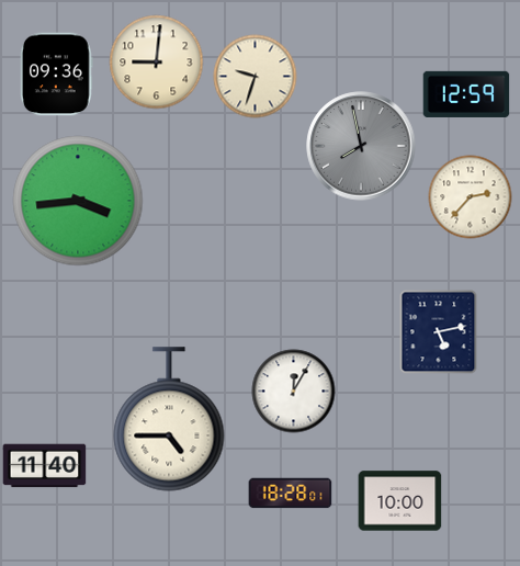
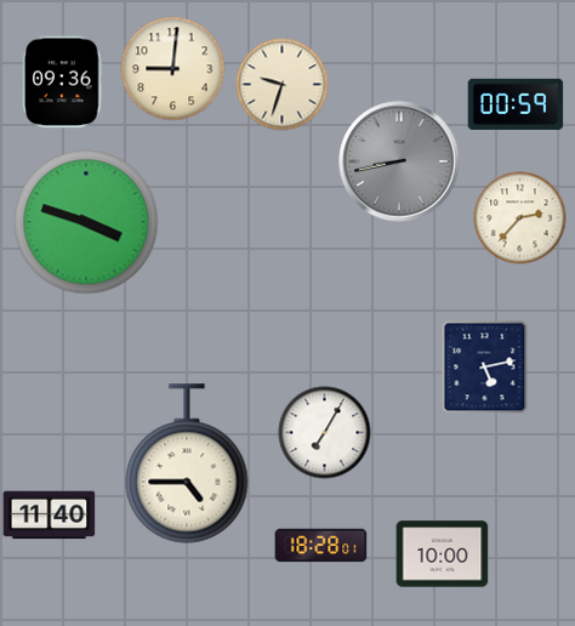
clock at (466, 93): 12:59 -> 00:59
clock at (361, 146): 7:58 -> 8:43
clock at (78, 201): 3:44 -> 3:48
clock at (294, 392): 12:05 -> 7:05
